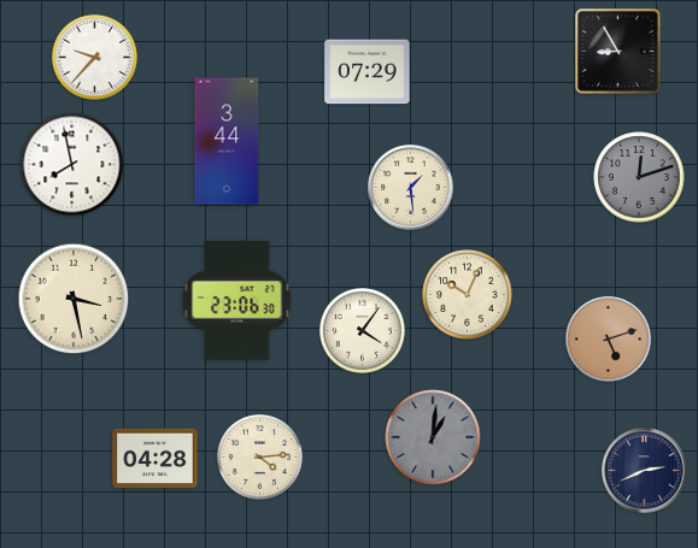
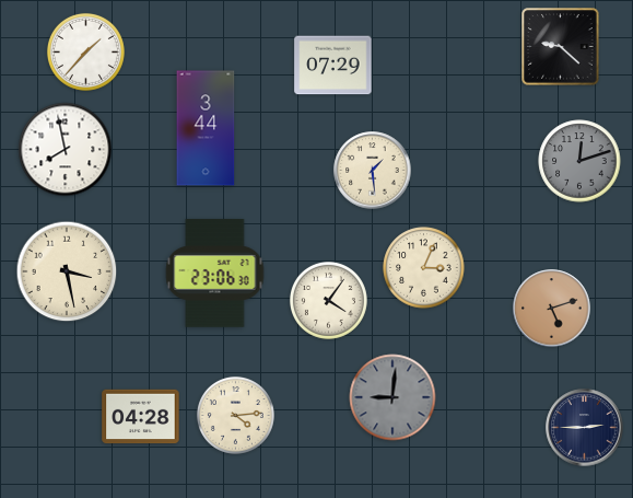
clock at (618, 52): 8:55 -> 9:22
clock at (94, 57): 9:37 -> 1:37
clock at (468, 295): 10:04 -> 3:04
clock at (433, 437): 1:01 -> 9:01
clock at (645, 471): 2:41 -> 2:45
